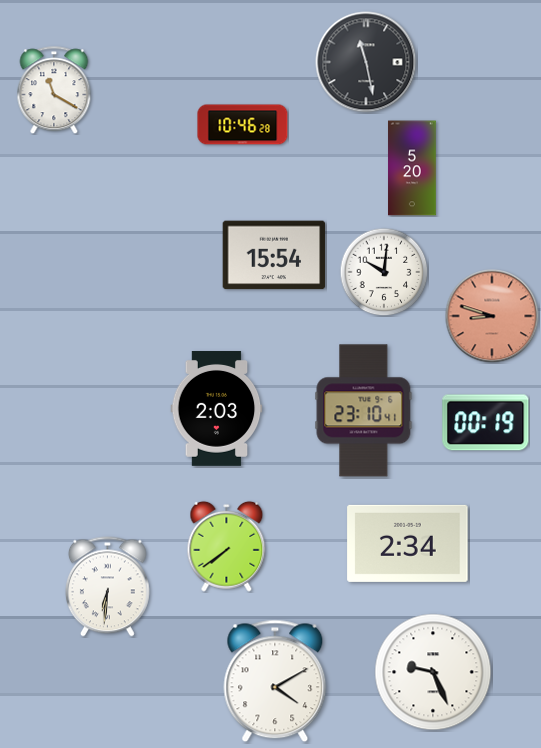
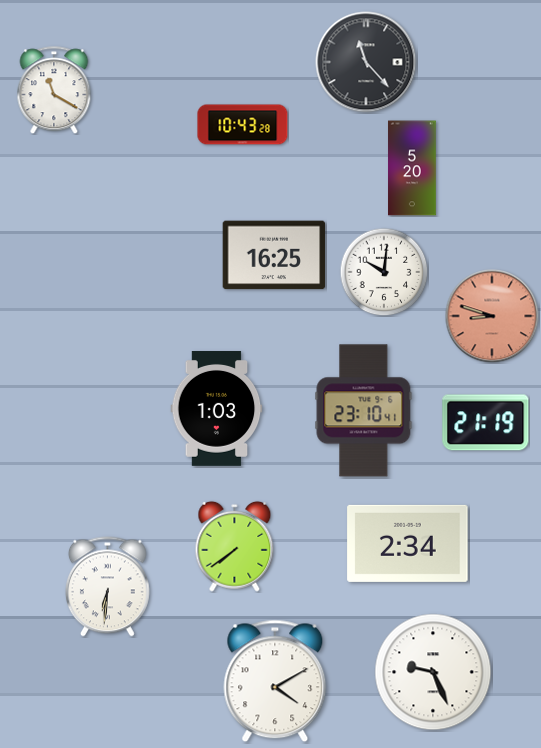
clock at (366, 62): 11:28 -> 11:23
clock at (243, 125): 10:46 -> 10:43
clock at (274, 255): 15:54 -> 16:25
clock at (217, 409): 2:03 -> 1:03
clock at (486, 423): 00:19 -> 21:19
clock at (227, 546) position: (227, 546) -> (235, 546)
